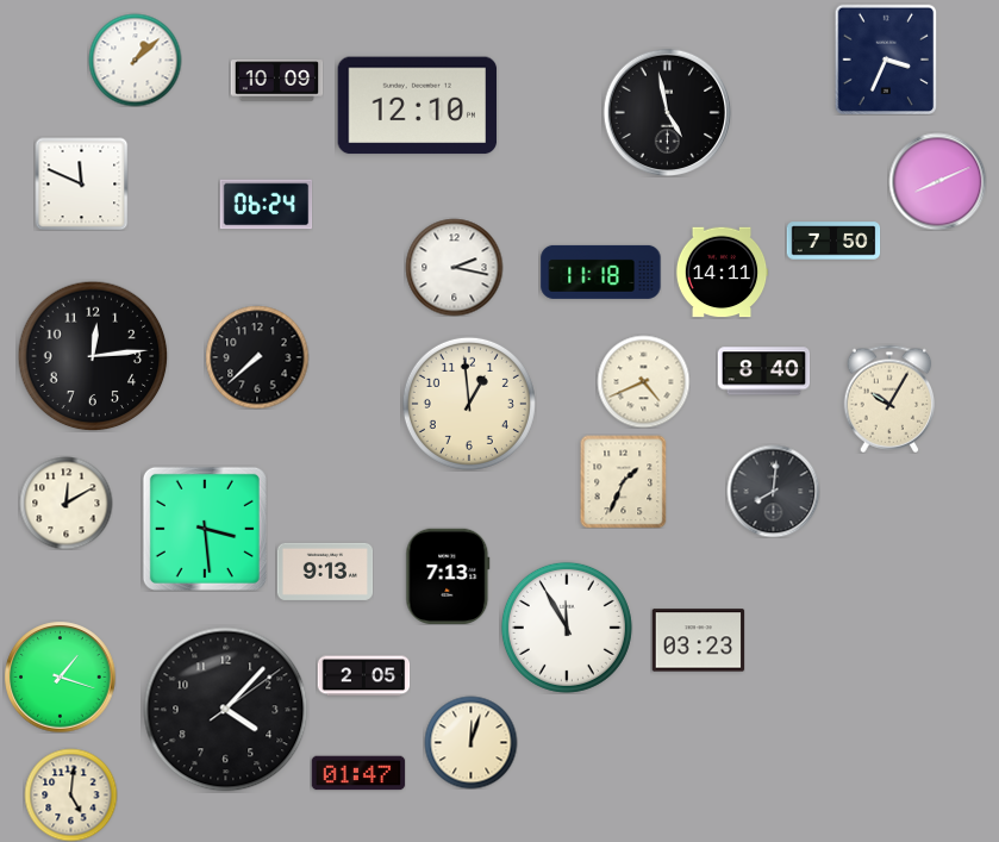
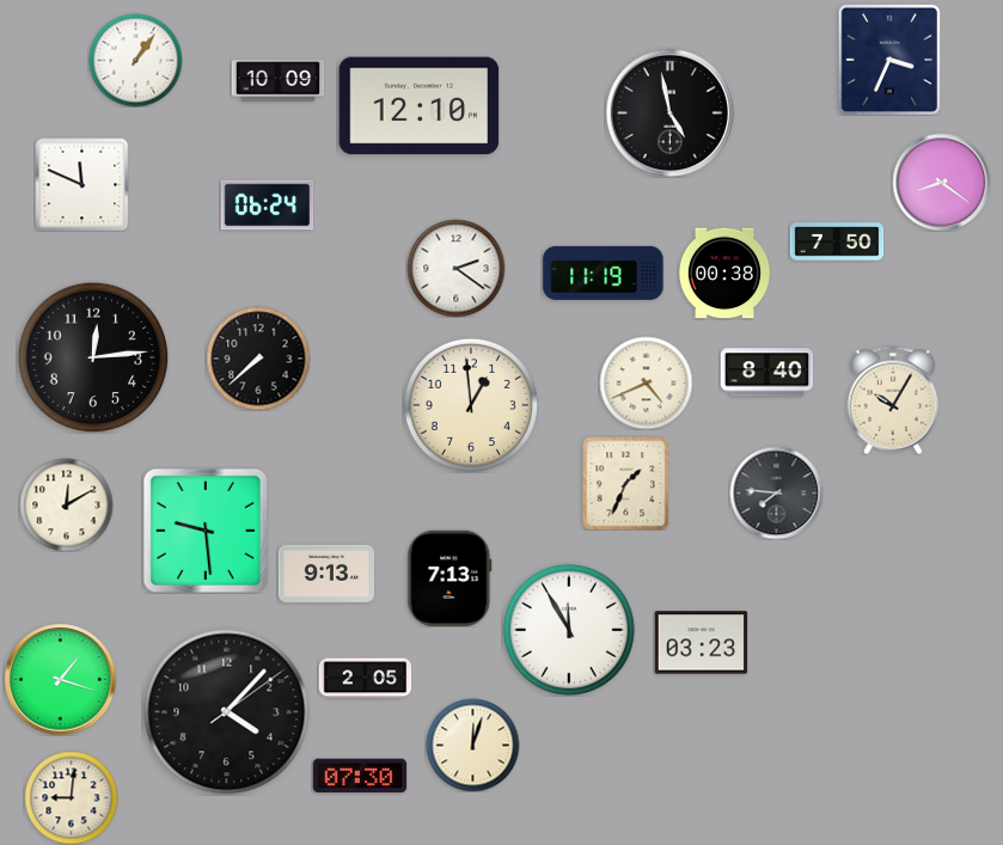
clock at (135, 60): 1:08 -> 1:06
clock at (937, 181): 8:11 -> 8:21
clock at (454, 267): 2:17 -> 2:21
clock at (601, 272): 11:18 -> 11:19
clock at (722, 273): 14:11 -> 00:38
clock at (773, 491): 8:01 -> 7:46
clock at (205, 529): 3:29 -> 9:29
clock at (358, 773): 01:47 -> 07:30
clock at (70, 794): 5:01 -> 9:01
